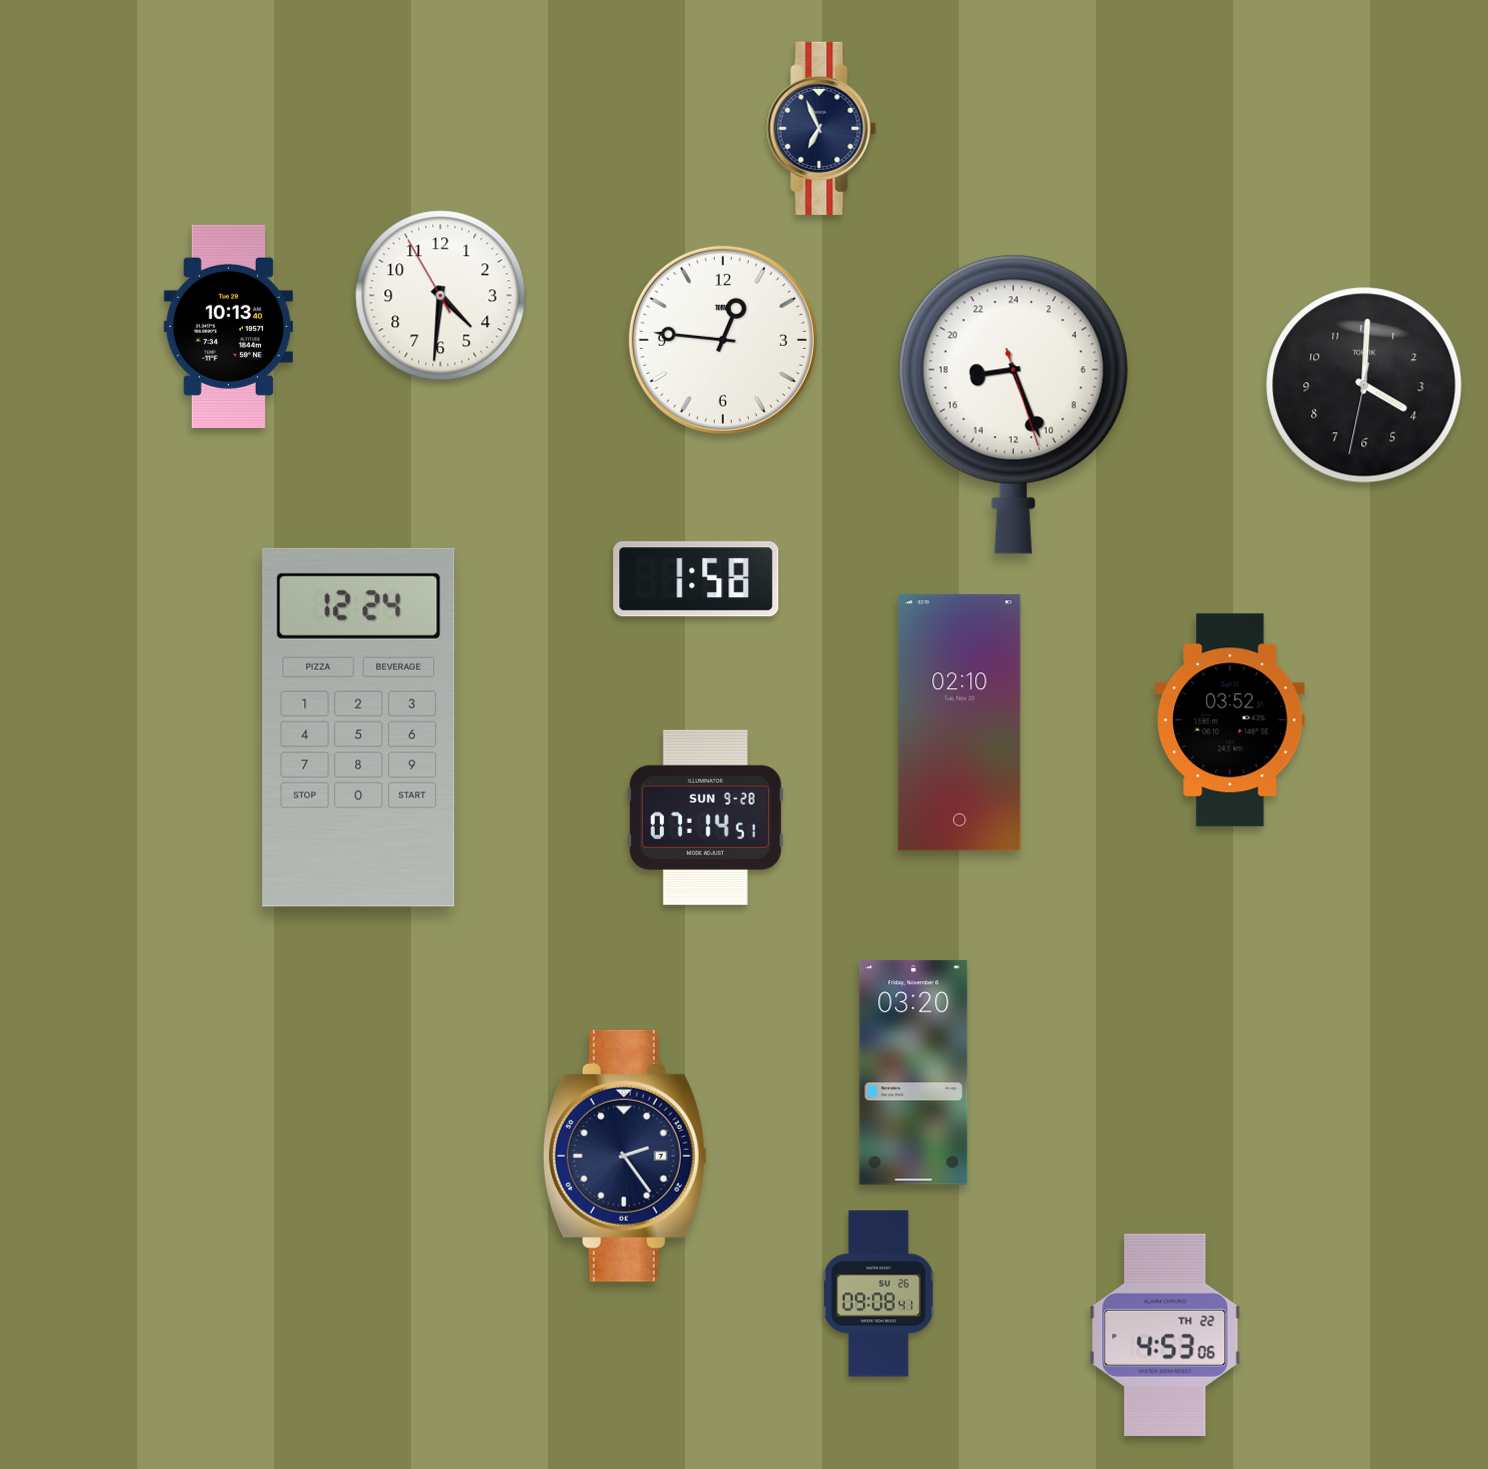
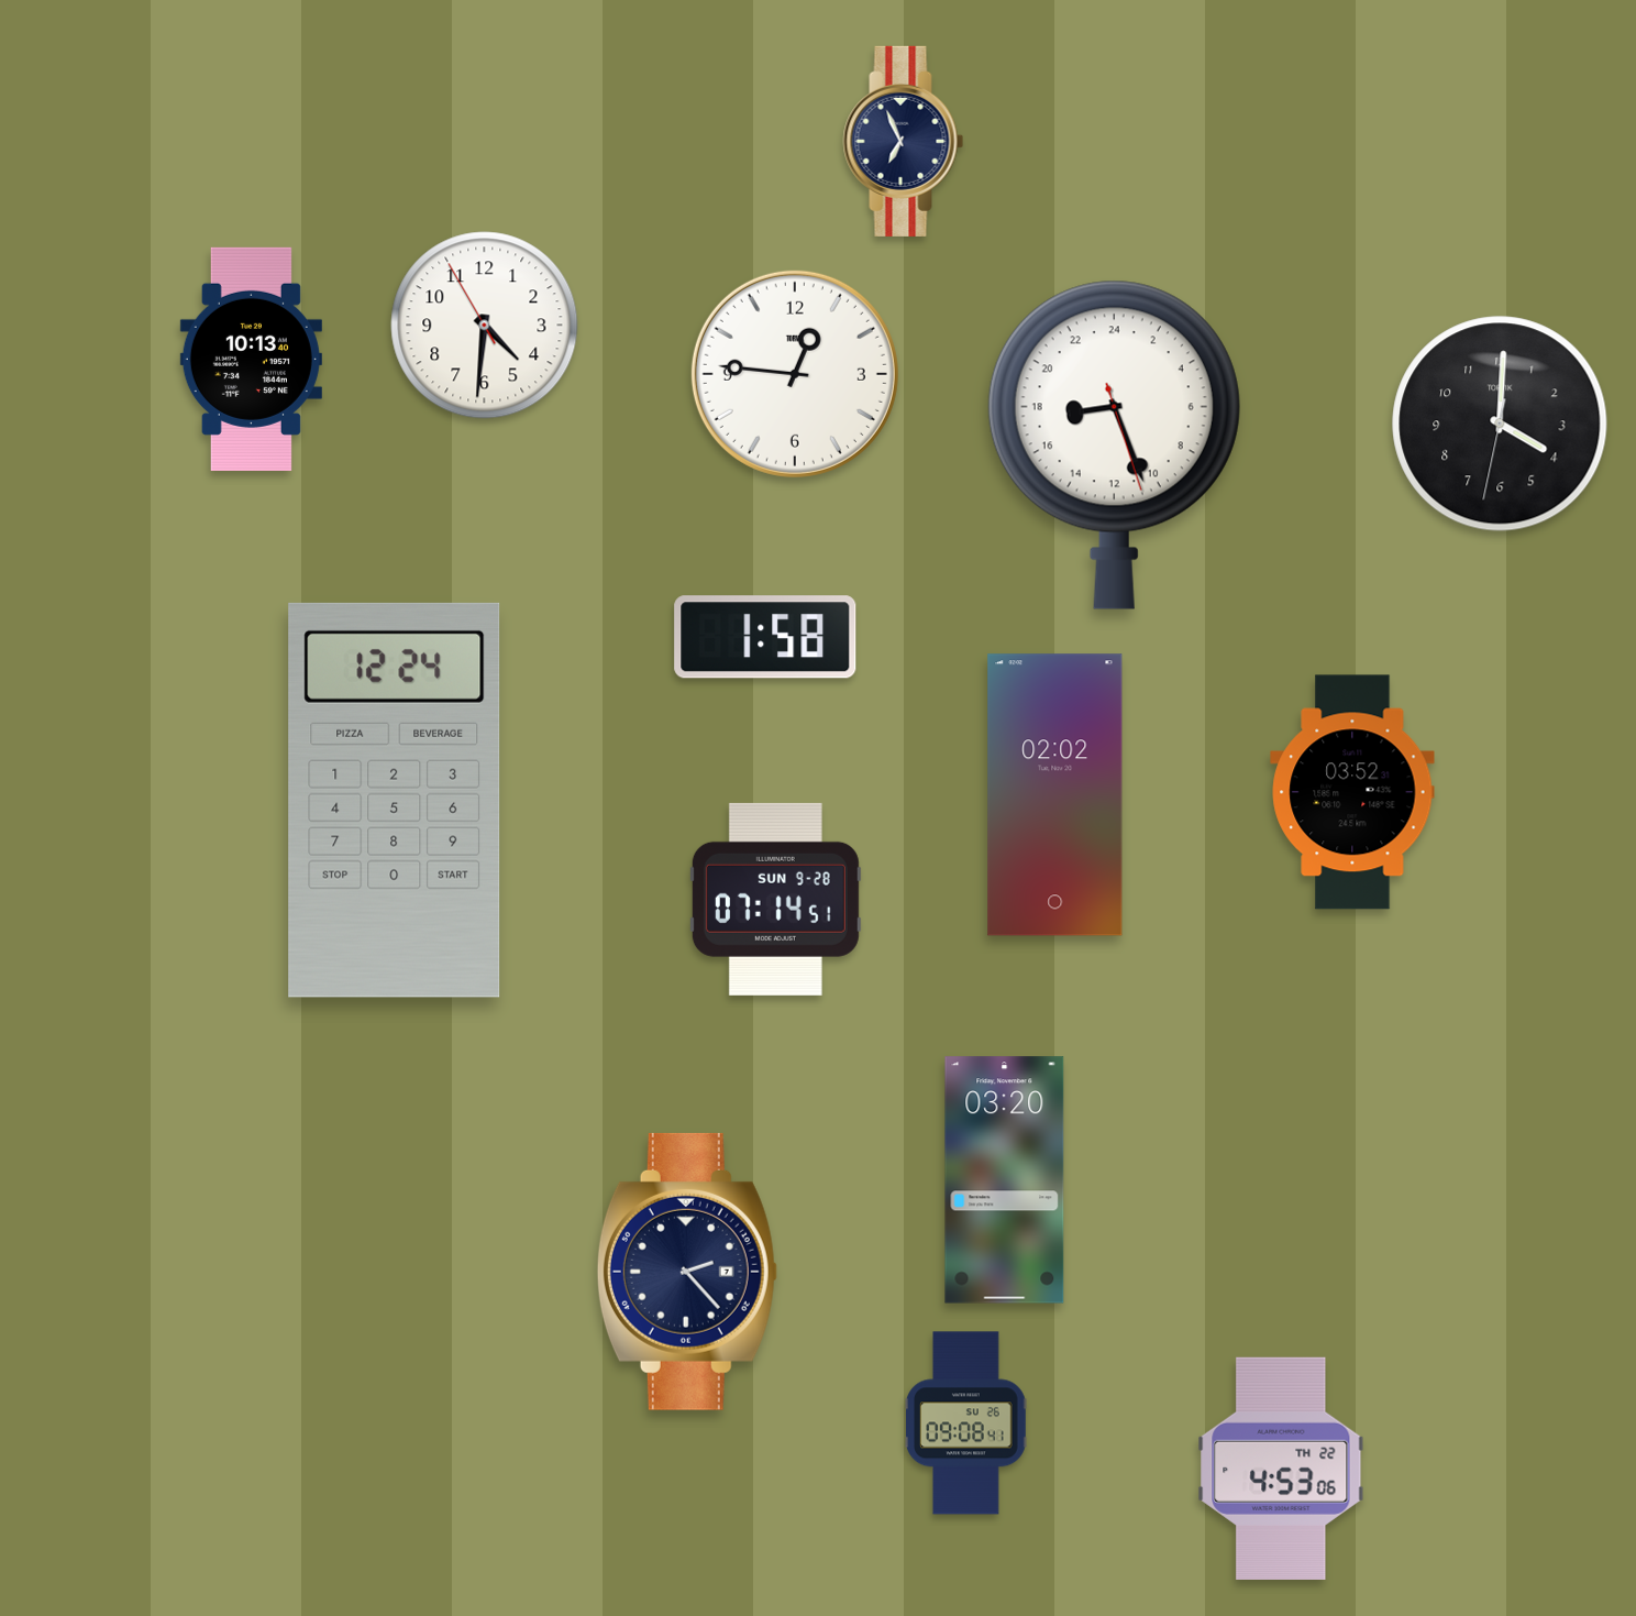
clock at (960, 723): 02:10 -> 02:02
clock at (625, 1156): 2:24 -> 2:23
